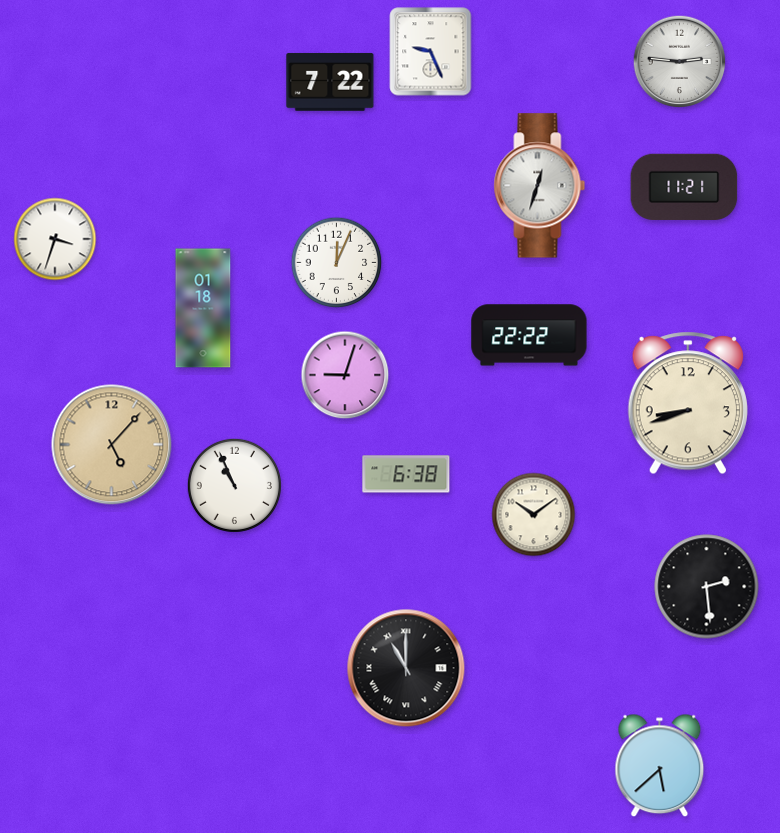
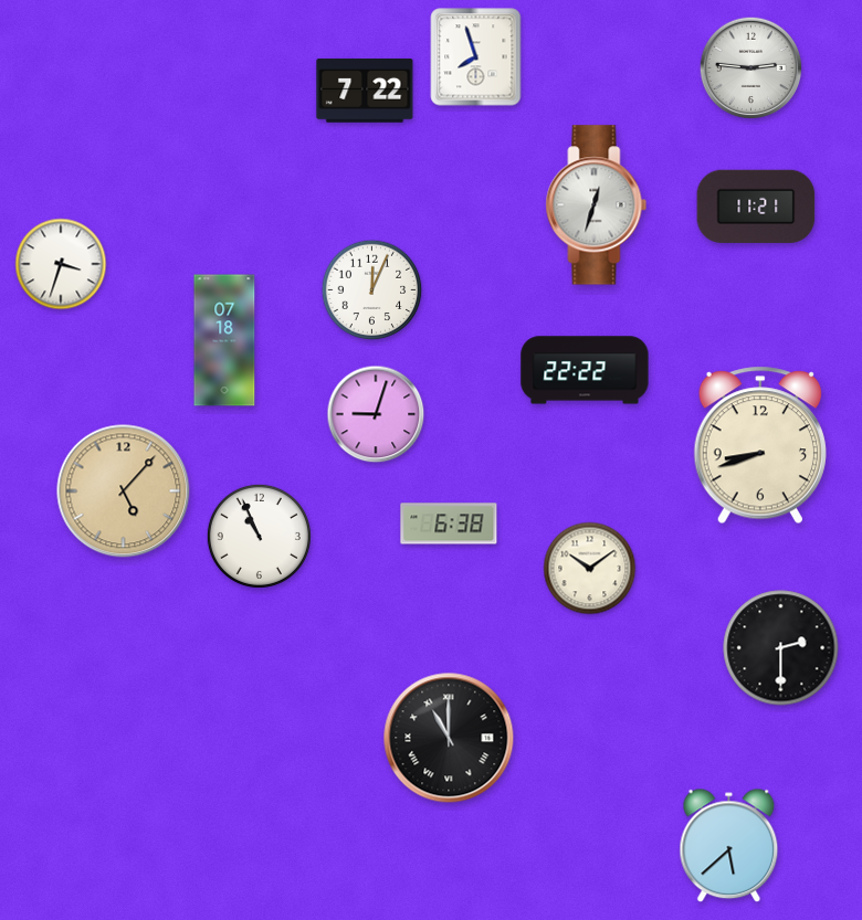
clock at (431, 52): 9:26 -> 7:57
clock at (203, 308): 01:18 -> 07:18
clock at (345, 375) position: (345, 375) -> (376, 414)
clock at (707, 587): 2:29 -> 2:30
